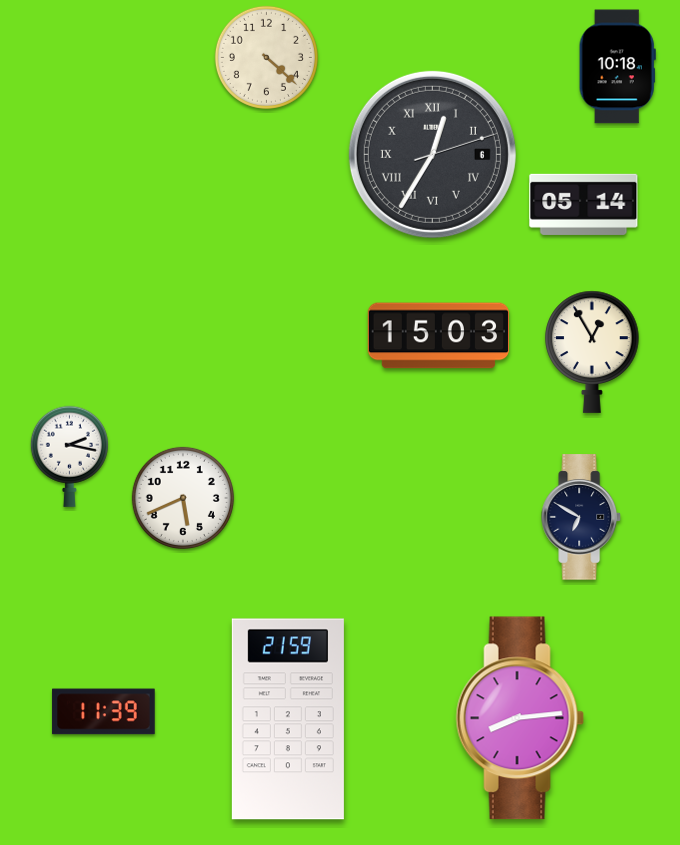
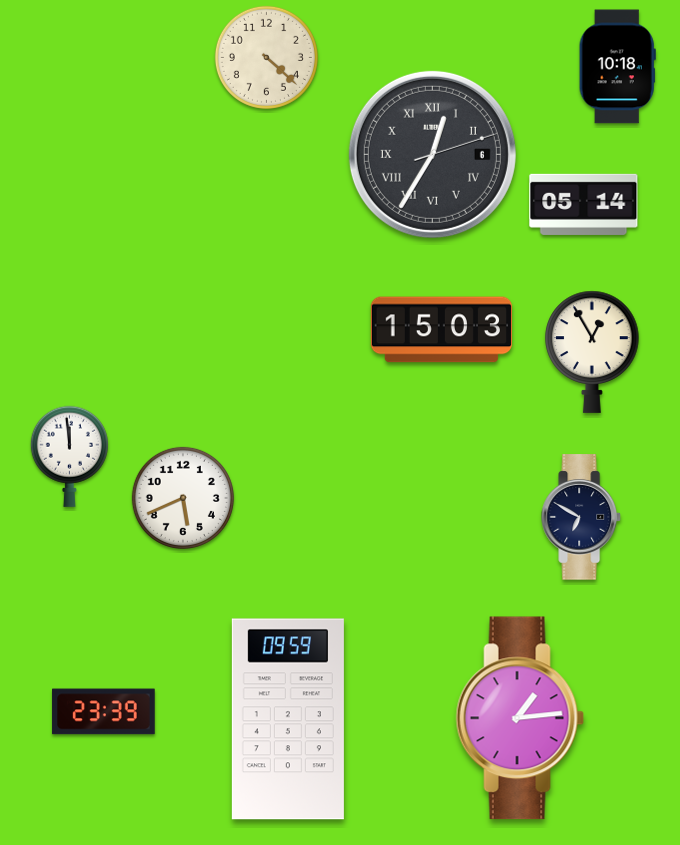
clock at (438, 336) position: (438, 336) -> (441, 330)
clock at (69, 456): 2:17 -> 11:59
clock at (104, 712): 11:39 -> 23:39
clock at (520, 718): 8:14 -> 1:14
clock at (288, 719): 21:59 -> 09:59
